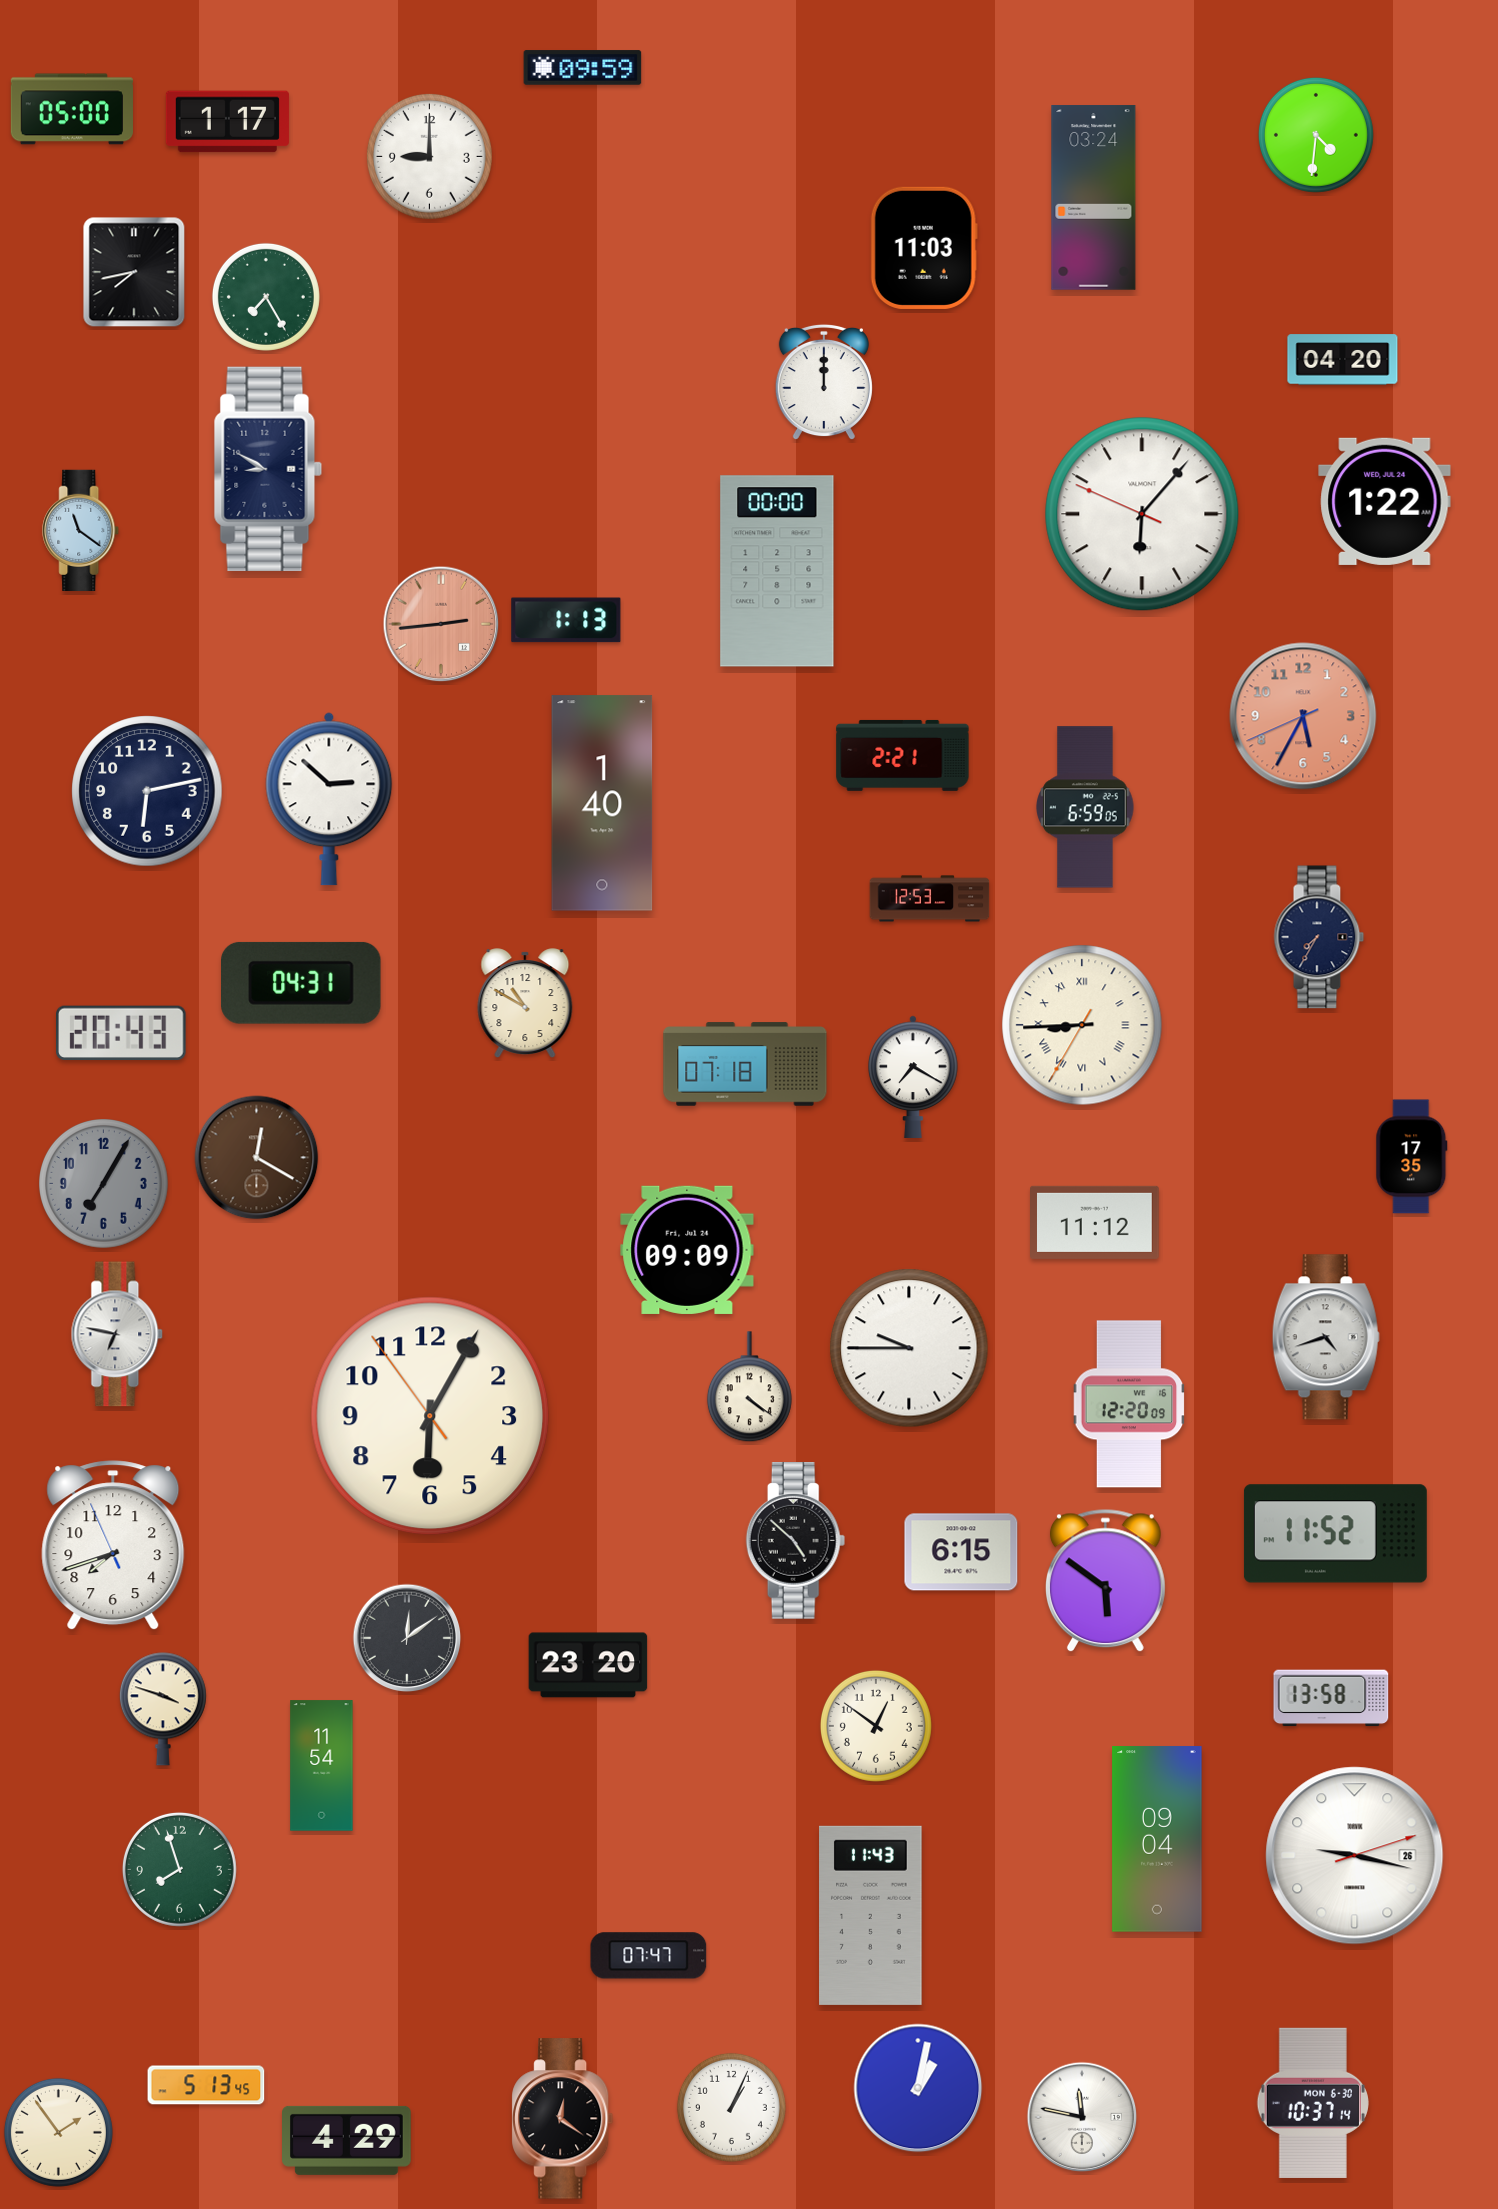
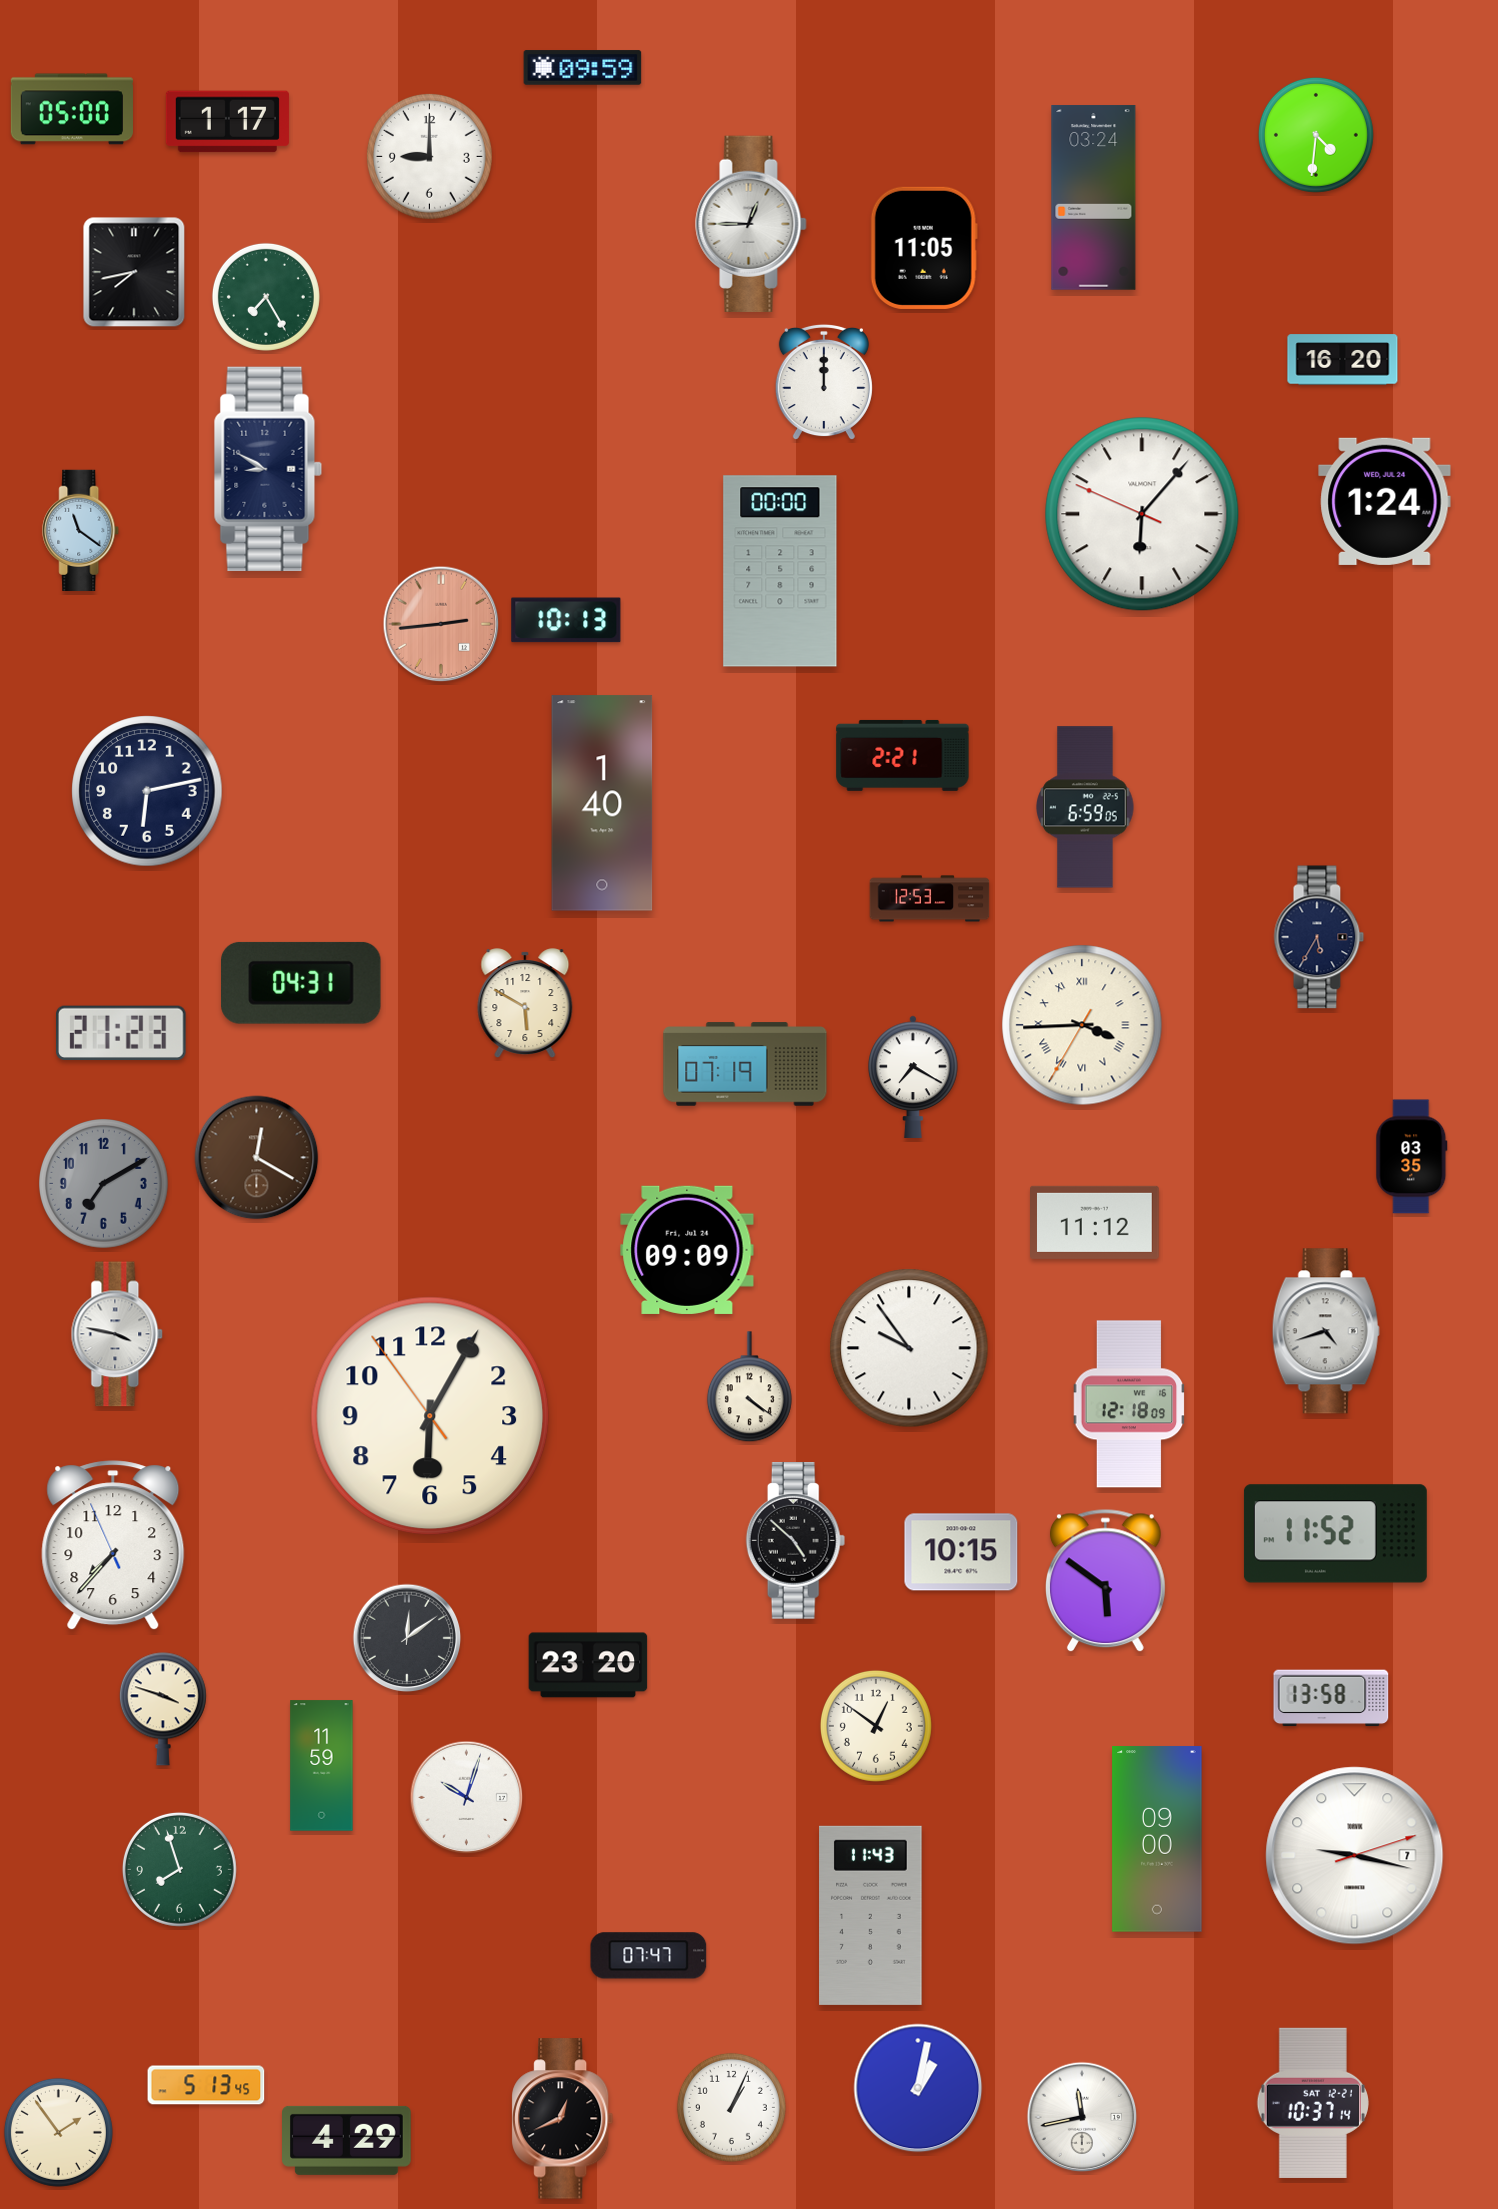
clock at (751, 224): none -> 12:45
clock at (924, 248): 11:03 -> 11:05
clock at (1343, 360): 04:20 -> 16:20
clock at (1385, 501): 1:22 -> 1:24
clock at (777, 571) position: (777, 571) -> (780, 571)
clock at (566, 620): 1:13 -> 10:13
clock at (1303, 716): 5:34 -> none
clock at (329, 799): 2:52 -> none
clock at (1319, 937): 7:35 -> 5:35
clock at (525, 1003): 10:50 -> 5:50
clock at (1082, 1025): 8:44 -> 3:44
clock at (122, 1033): 20:43 -> 21:23
clock at (745, 1064): 07:18 -> 07:19
clock at (1412, 1157): 17:35 -> 03:35
clock at (104, 1184): 7:05 -> 7:10
clock at (117, 1334): 6:47 -> 3:47
clock at (1326, 1337) position: (1326, 1337) -> (1326, 1331)
clock at (909, 1348): 9:45 -> 9:54
clock at (1129, 1404): 12:20 -> 12:18
clock at (113, 1546): 7:41 -> 7:36
clock at (961, 1552): 6:15 -> 10:15
clock at (322, 1766): 11:54 -> 11:59
clock at (467, 1798): none -> 10:03
clock at (1157, 1839): 09:04 -> 09:00
clock at (1355, 1856) date: 26 -> 7
clock at (1313, 2103) date: MON 6-30 -> SAT 12-21
clock at (1082, 2117): 11:47 -> 11:43
clock at (563, 2119): 12:21 -> 12:41
